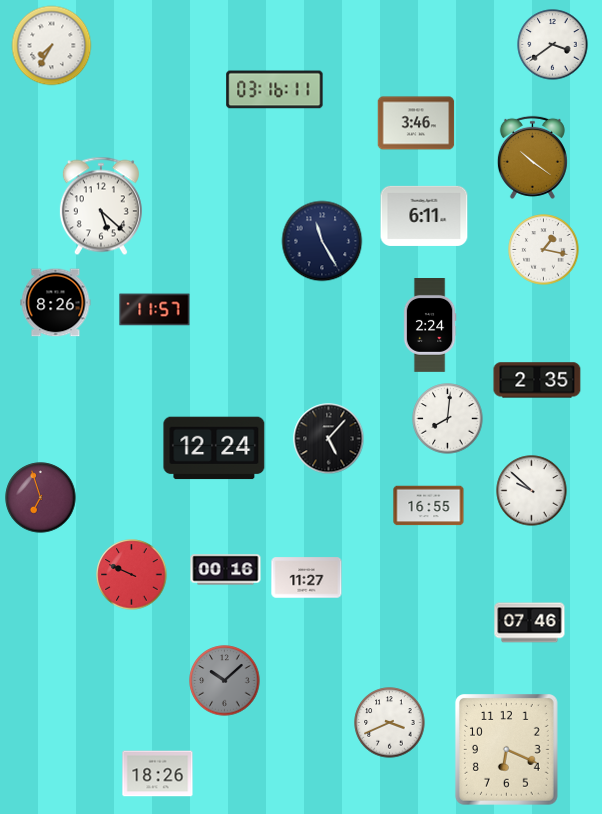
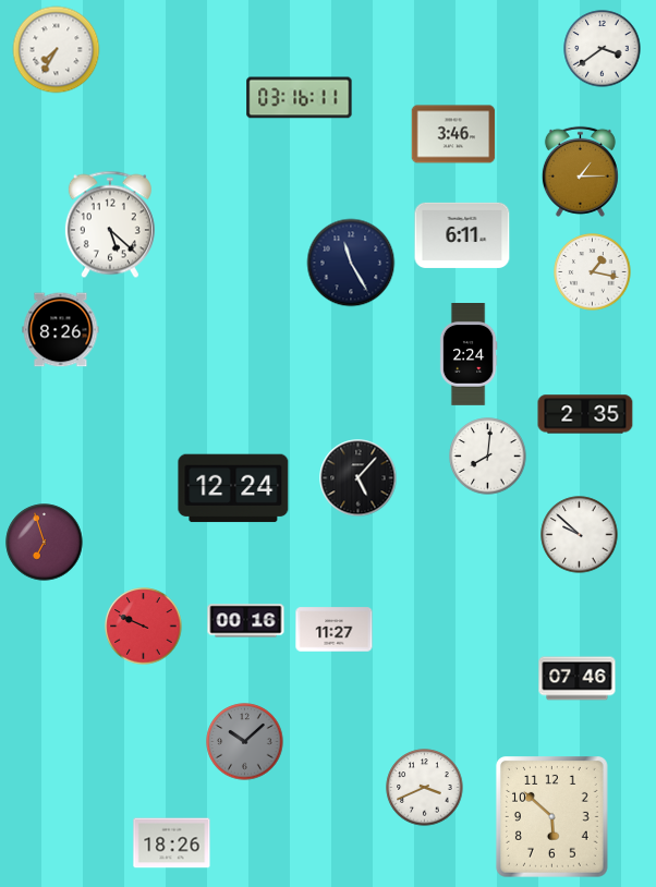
clock at (532, 157): 10:21 -> 1:15
clock at (155, 310): 11:57 -> none
clock at (429, 506): 16:55 -> none
clock at (506, 750): 6:19 -> 5:52
